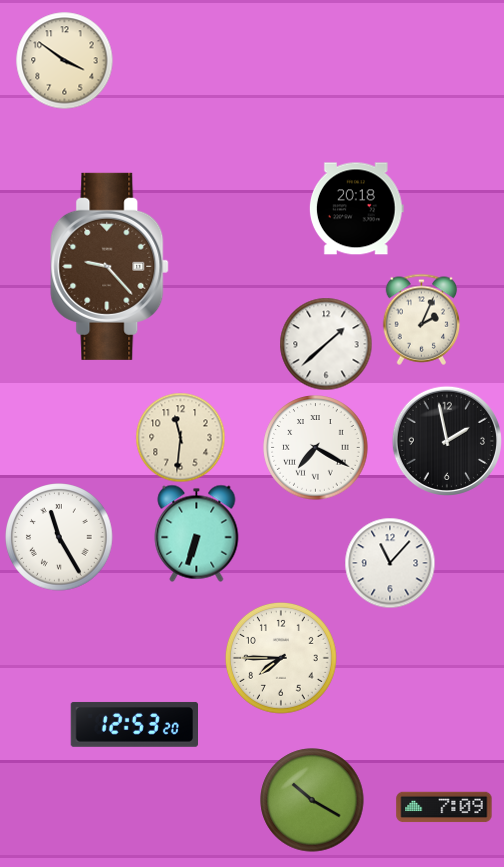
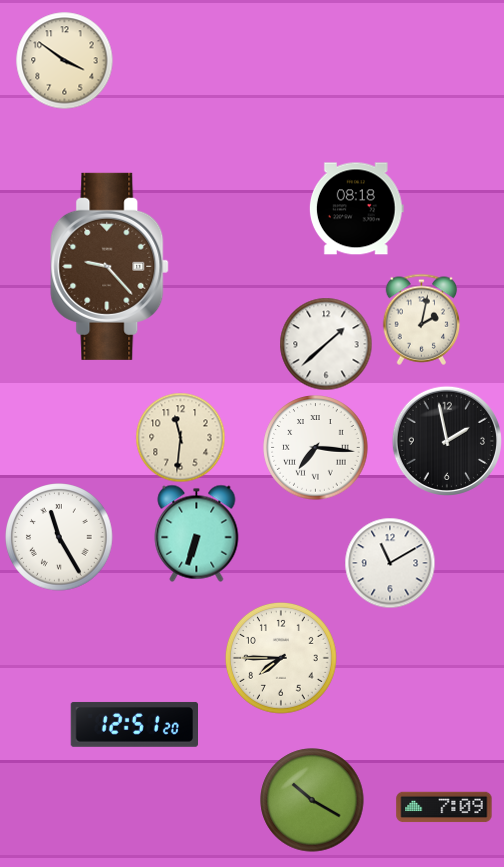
clock at (356, 209): 20:18 -> 08:18
clock at (422, 319): 2:04 -> 2:02
clock at (316, 448): 7:20 -> 7:16
clock at (390, 563): 11:07 -> 11:10
clock at (134, 724): 12:53 -> 12:51
